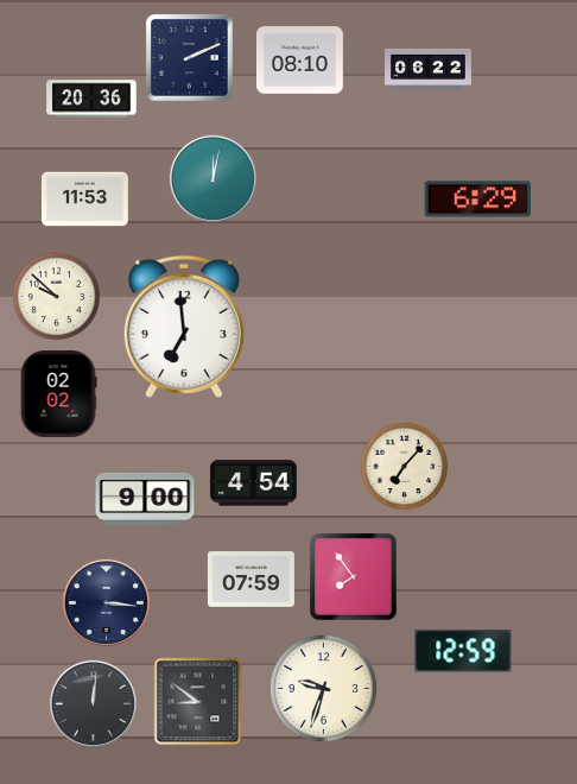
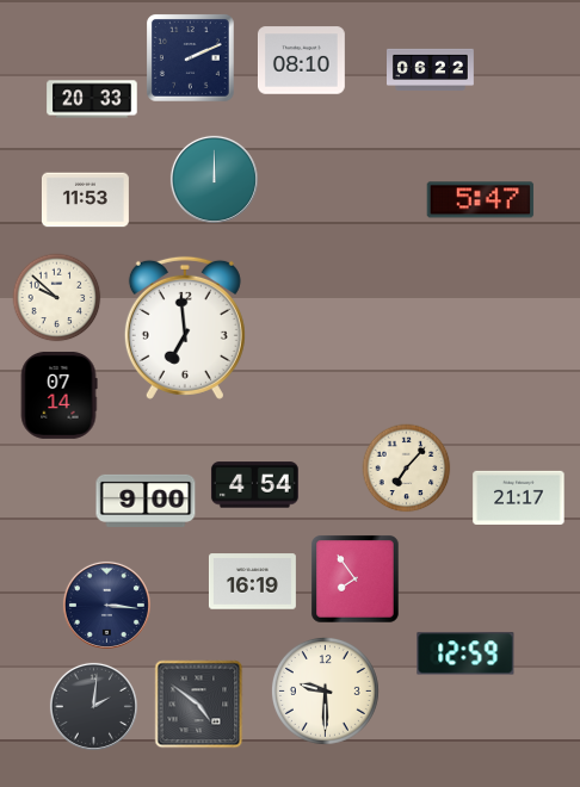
clock at (91, 99): 20:36 -> 20:33
clock at (213, 178): 12:02 -> 12:00
clock at (478, 200): 6:29 -> 5:47
clock at (58, 393): 02:02 -> 07:14
clock at (519, 497): none -> 21:17
clock at (251, 580): 07:59 -> 16:19
clock at (323, 688): 9:33 -> 9:30
clock at (198, 702): 8:51 -> 4:51
clock at (93, 703): 12:01 -> 2:01
